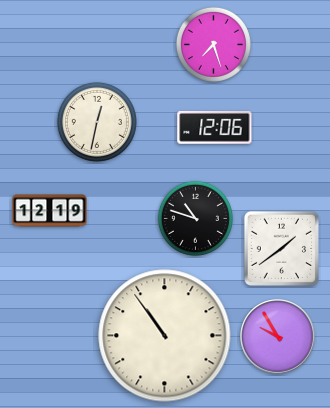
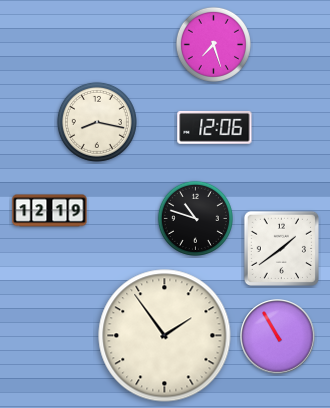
clock at (97, 122): 12:32 -> 8:17
clock at (165, 336): 10:54 -> 1:54
clock at (278, 337): 9:55 -> 10:55
